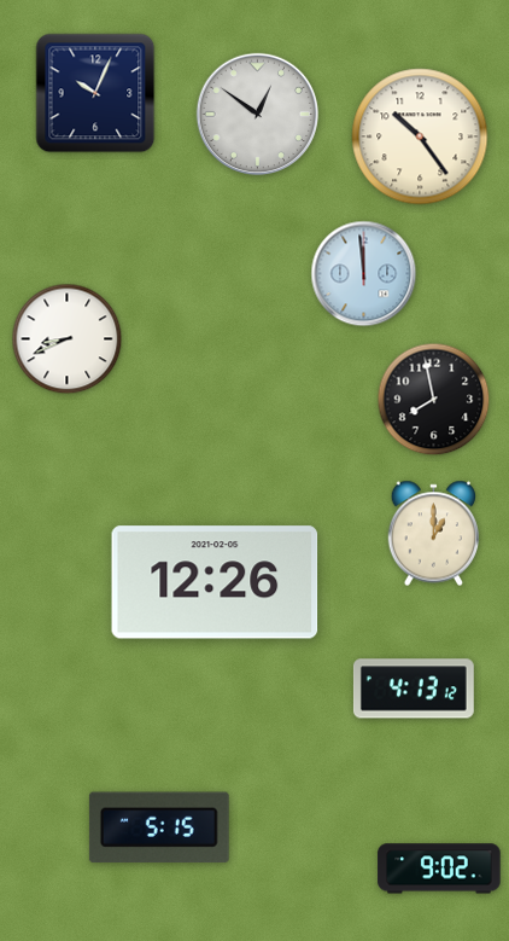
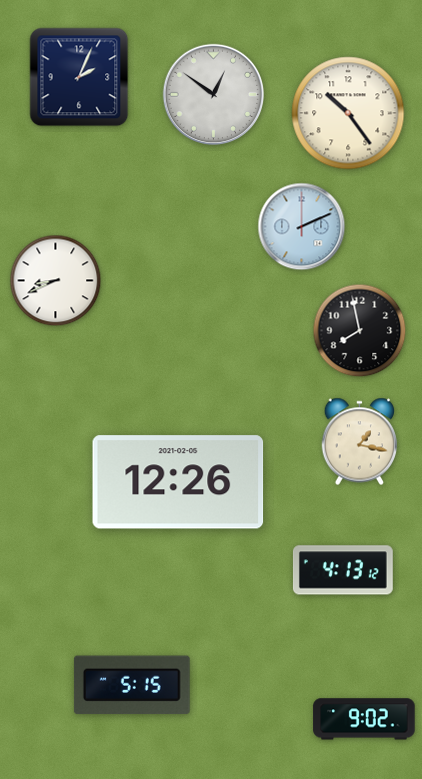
clock at (95, 93): 10:04 -> 2:04
clock at (364, 274): 11:59 -> 2:11
clock at (434, 534): 1:00 -> 1:17
